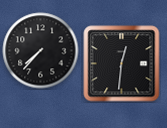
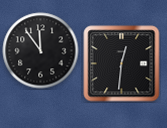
clock at (41, 51): 7:37 -> 11:54
